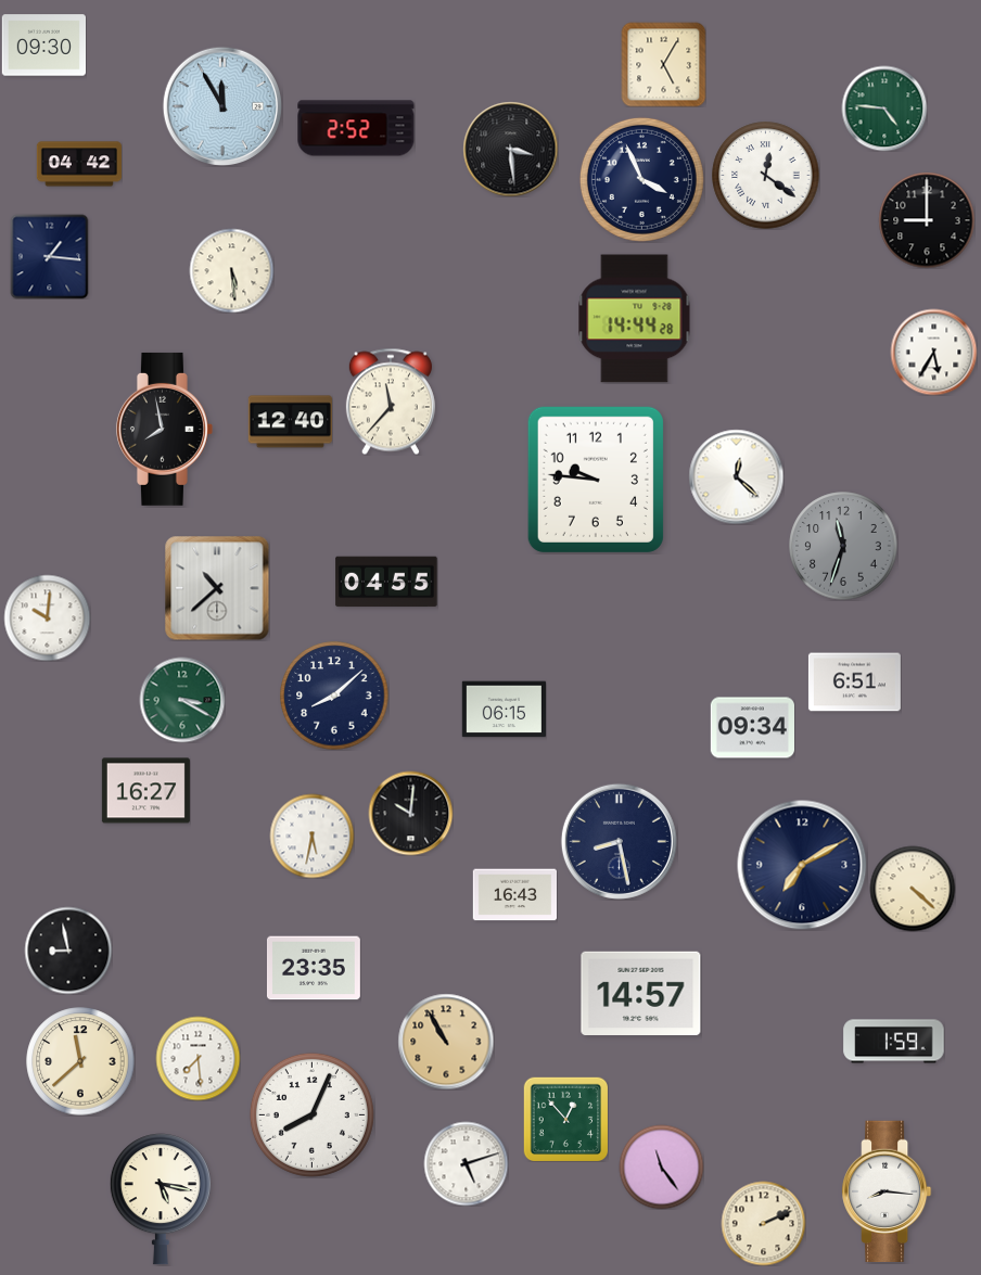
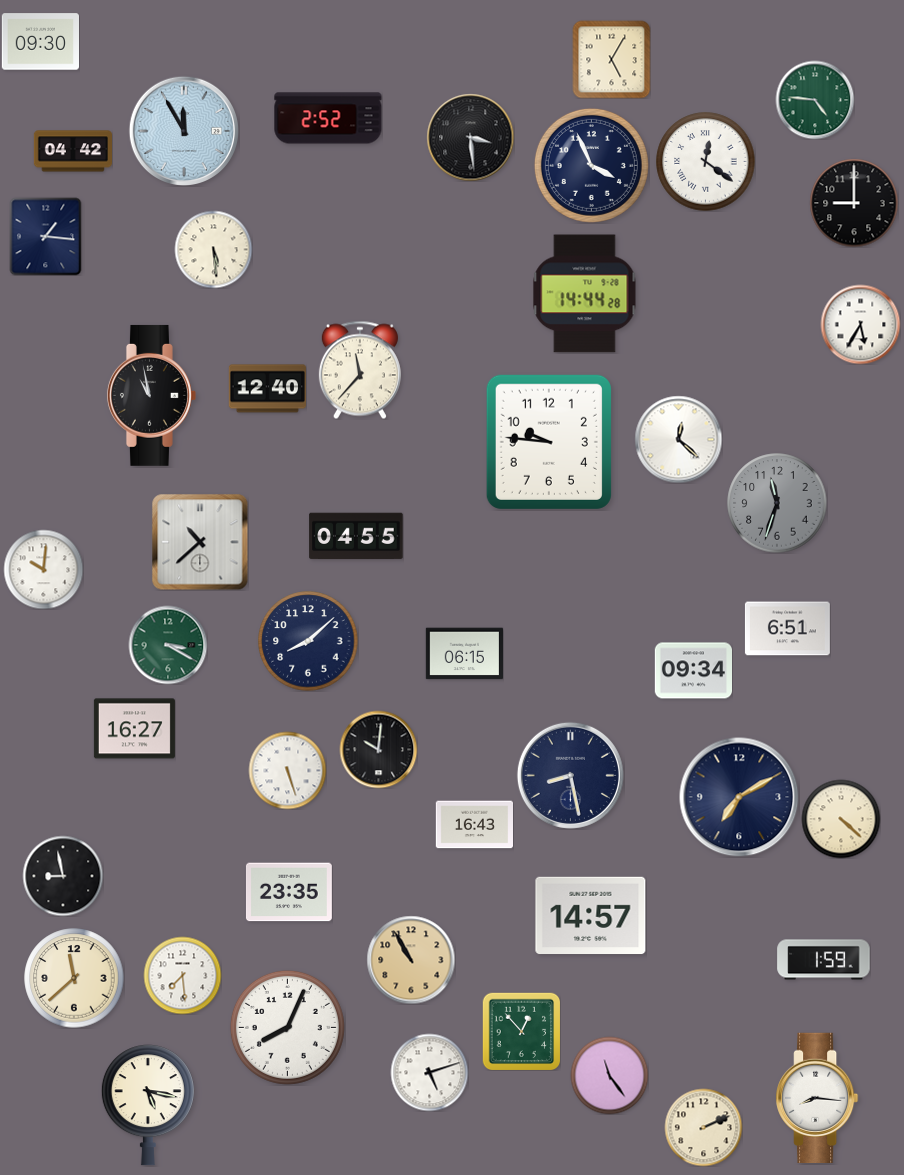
clock at (221, 105) position: (221, 105) -> (183, 130)
clock at (165, 429): 7:58 -> 10:58
clock at (311, 836): 5:32 -> 5:27
